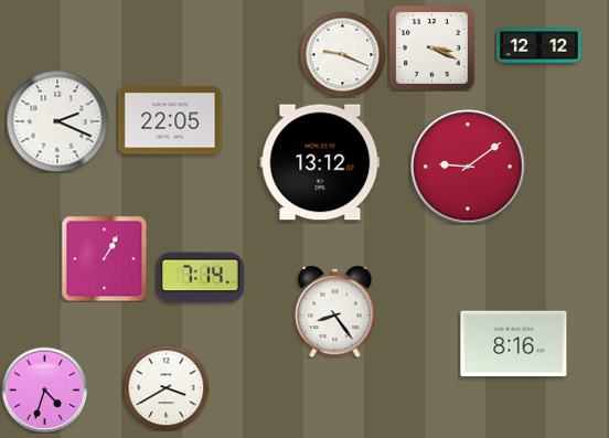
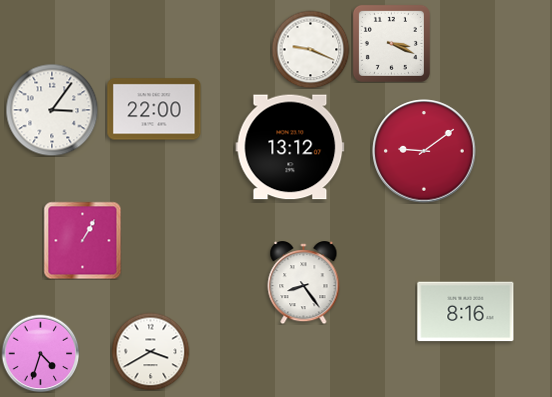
clock at (538, 46): 12:12 -> none
clock at (170, 120): 22:05 -> 22:00
clock at (57, 121): 2:19 -> 3:06
clock at (104, 258) position: (104, 258) -> (82, 240)
clock at (200, 278): 7:14 -> none
